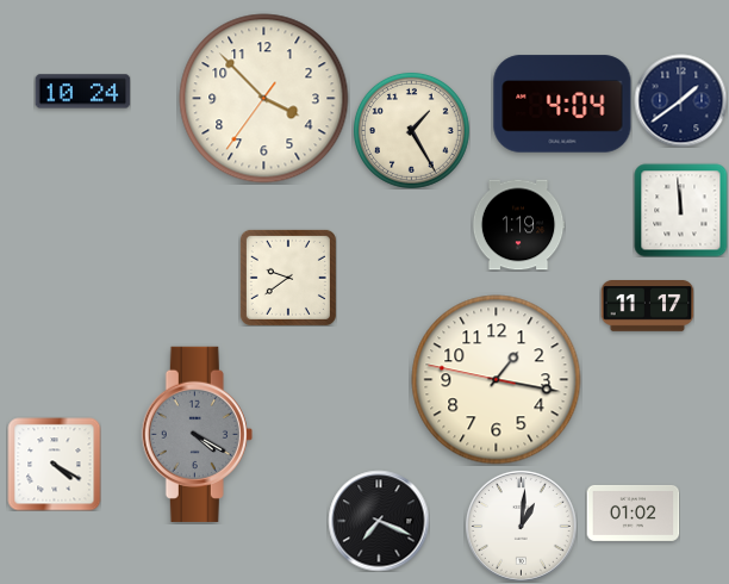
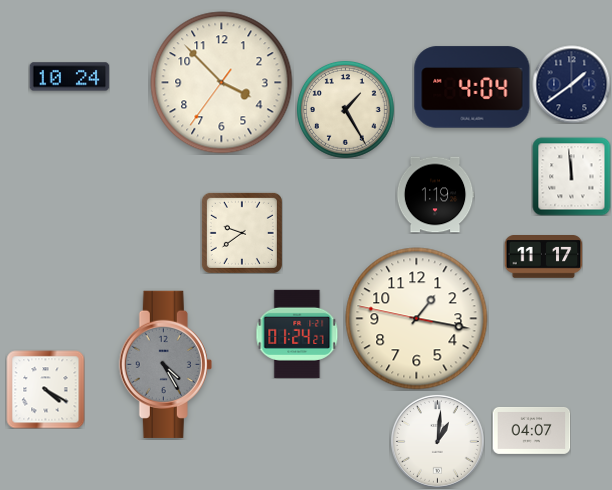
clock at (518, 225) position: (518, 225) -> (435, 195)
clock at (297, 334): none -> 01:24
clock at (197, 434): 4:20 -> 4:25
clock at (633, 512): 01:02 -> 04:07
clock at (379, 521): 7:19 -> none
